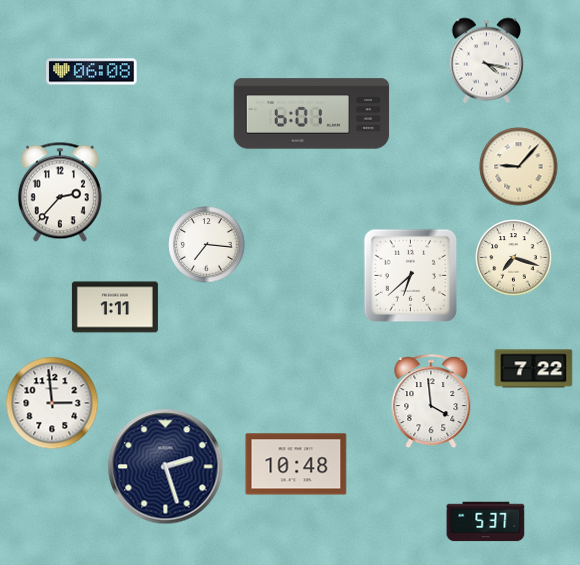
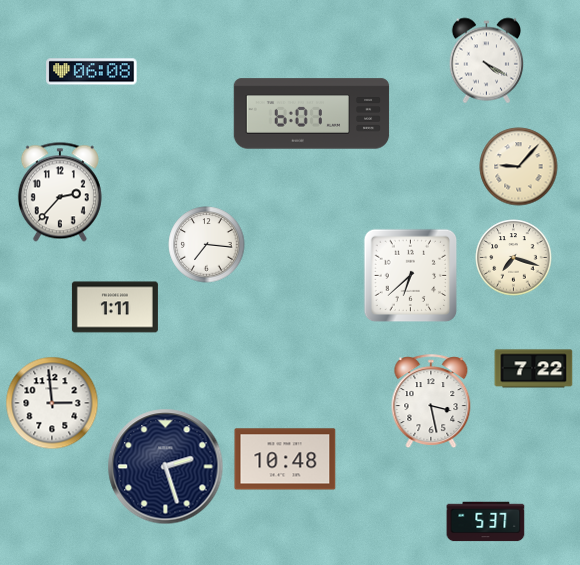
clock at (487, 61): 4:17 -> 4:20
clock at (431, 402): 3:59 -> 3:28
clock at (296, 464) position: (296, 464) -> (285, 459)
